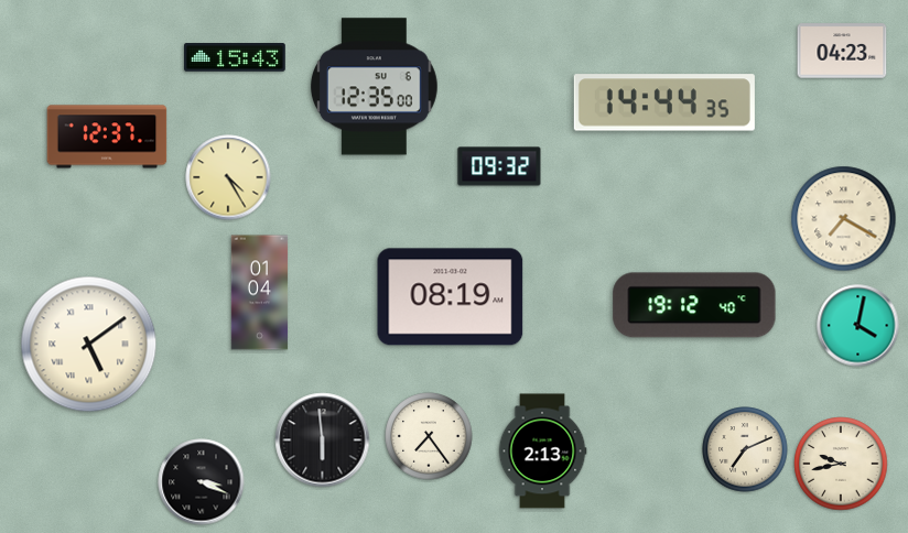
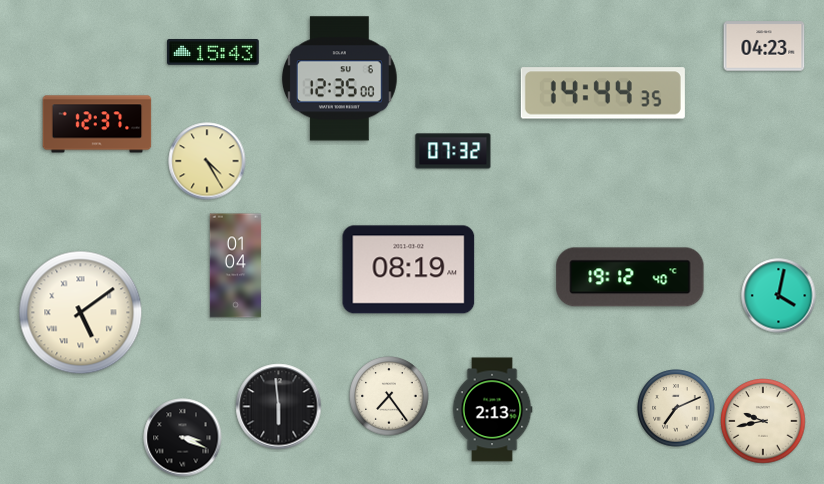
clock at (499, 166): 09:32 -> 07:32
clock at (844, 219): 7:20 -> none
clock at (323, 440) position: (323, 440) -> (279, 407)
